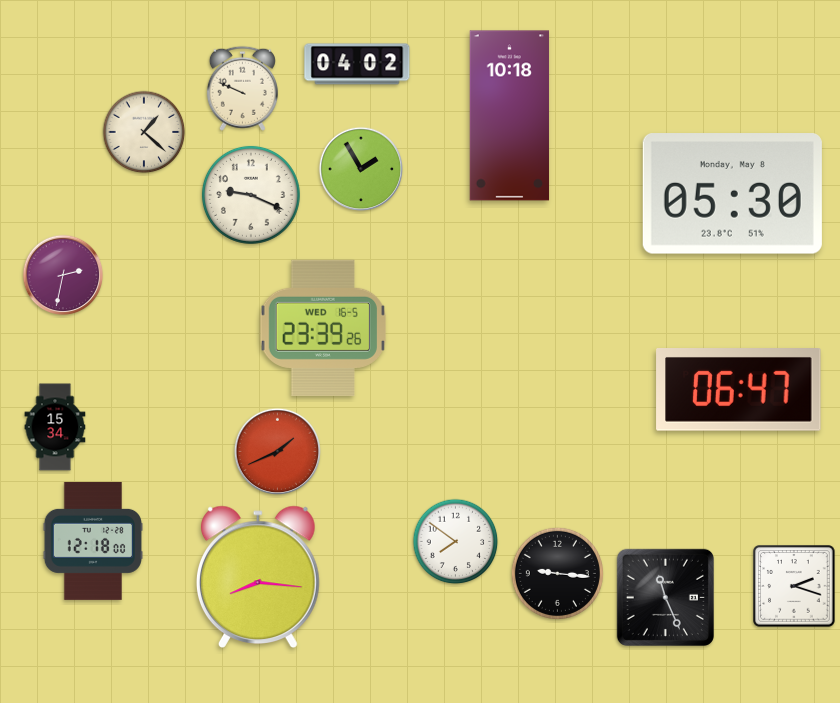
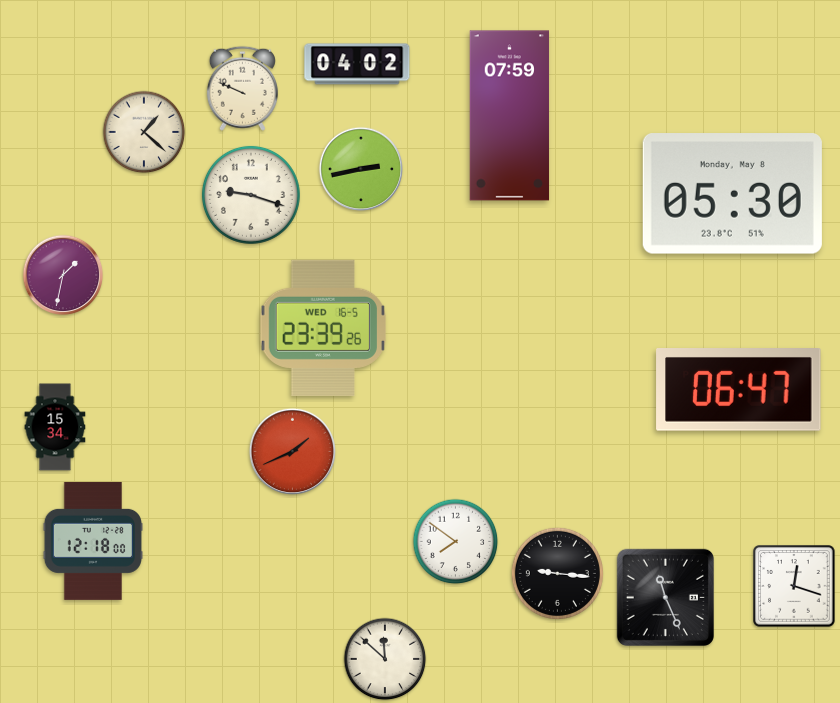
clock at (510, 116): 10:18 -> 07:59
clock at (361, 169): 1:55 -> 2:43
clock at (251, 195): 9:19 -> 9:18
clock at (63, 275): 2:32 -> 1:32
clock at (277, 451) position: (277, 451) -> (292, 451)
clock at (258, 576): 8:16 -> none
clock at (794, 586): 2:18 -> 12:18
clock at (385, 659): none -> 11:52
